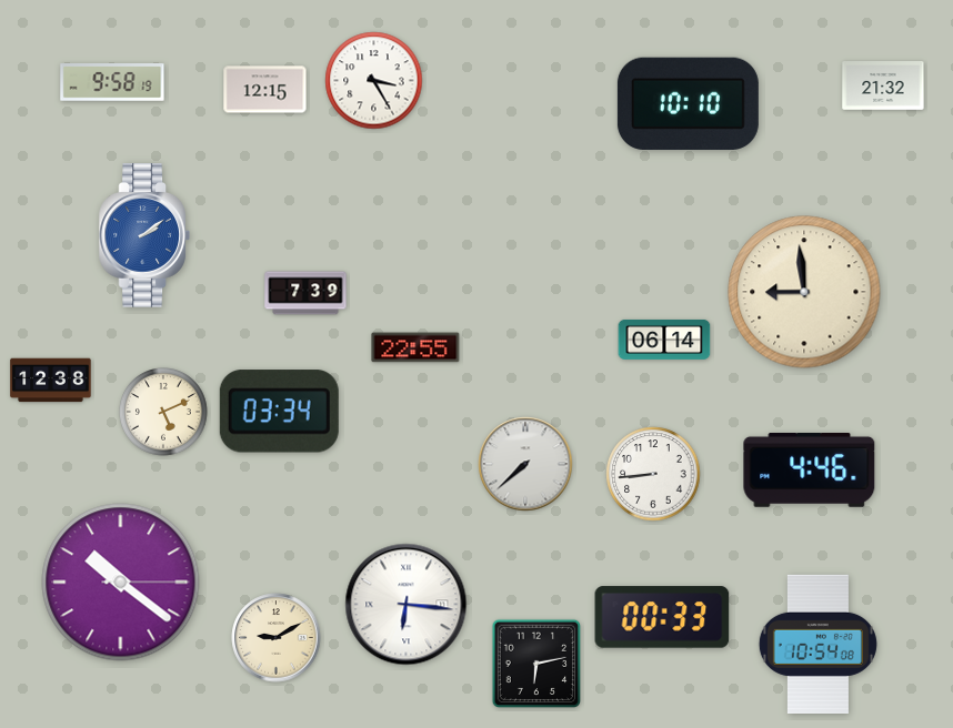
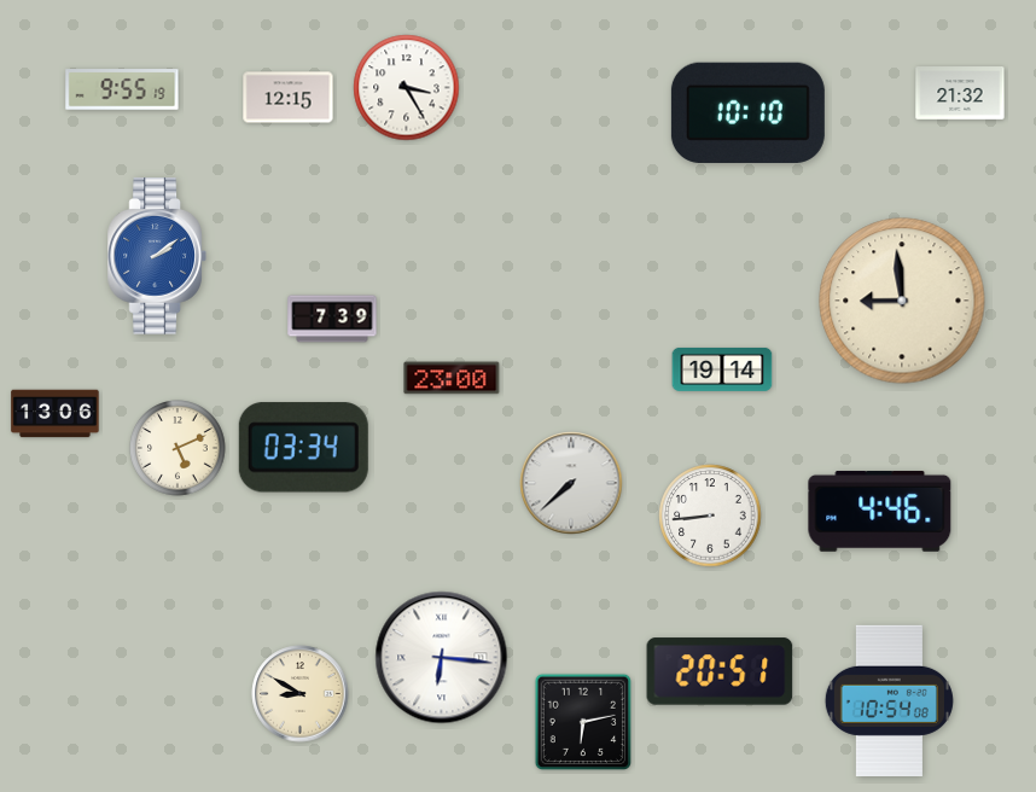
clock at (112, 82): 9:58 -> 9:55
clock at (804, 292) position: (804, 292) -> (902, 301)
clock at (664, 340): 06:14 -> 19:14
clock at (415, 347): 22:55 -> 23:00
clock at (51, 381): 12:38 -> 13:06
clock at (525, 464) position: (525, 464) -> (571, 483)
clock at (121, 583): 10:21 -> none
clock at (662, 617): 00:33 -> 20:51
clock at (277, 638): 9:10 -> 8:50
